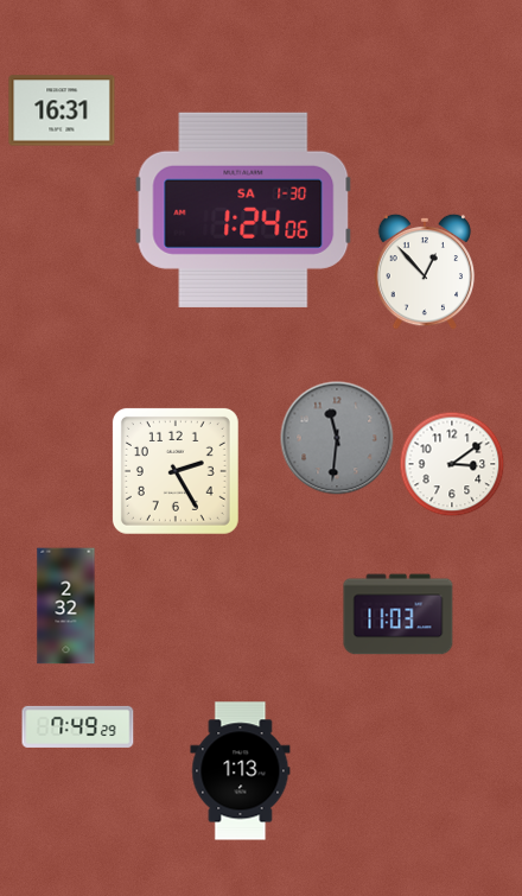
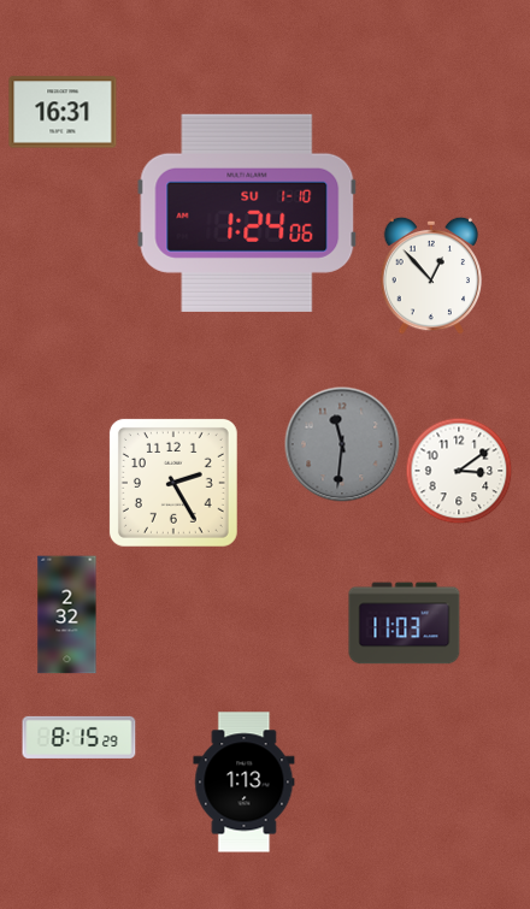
clock at (243, 210) date: SA 1-30 -> SU 1-10
clock at (176, 471) position: (176, 471) -> (173, 483)
clock at (78, 726): 7:49 -> 8:15
